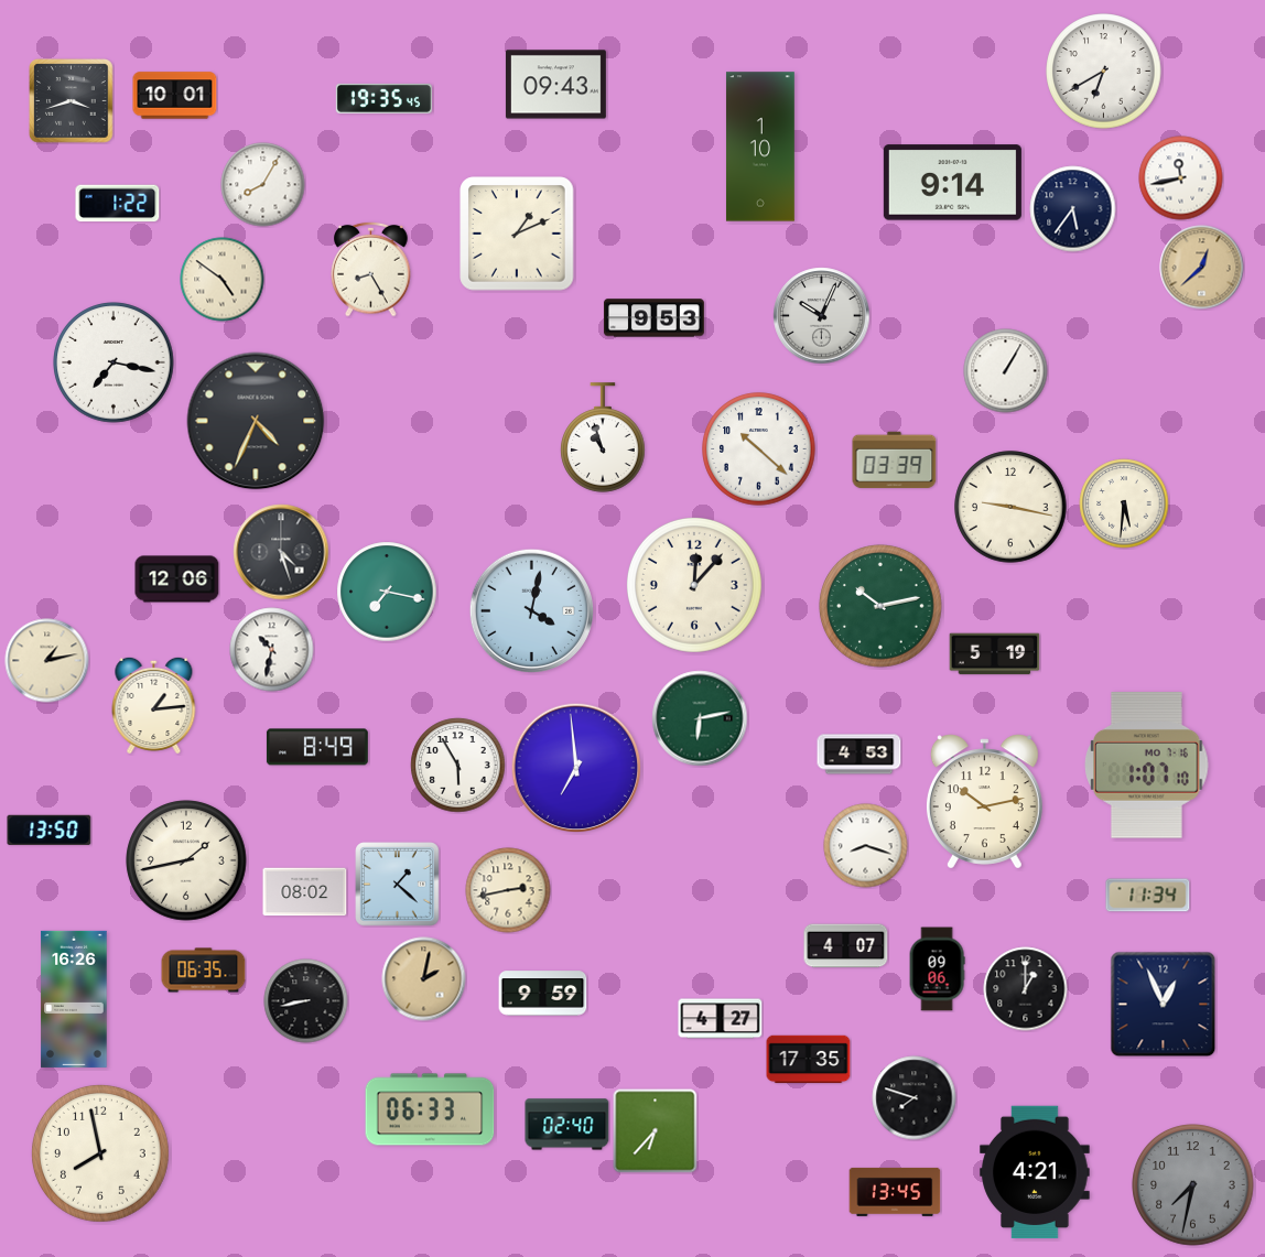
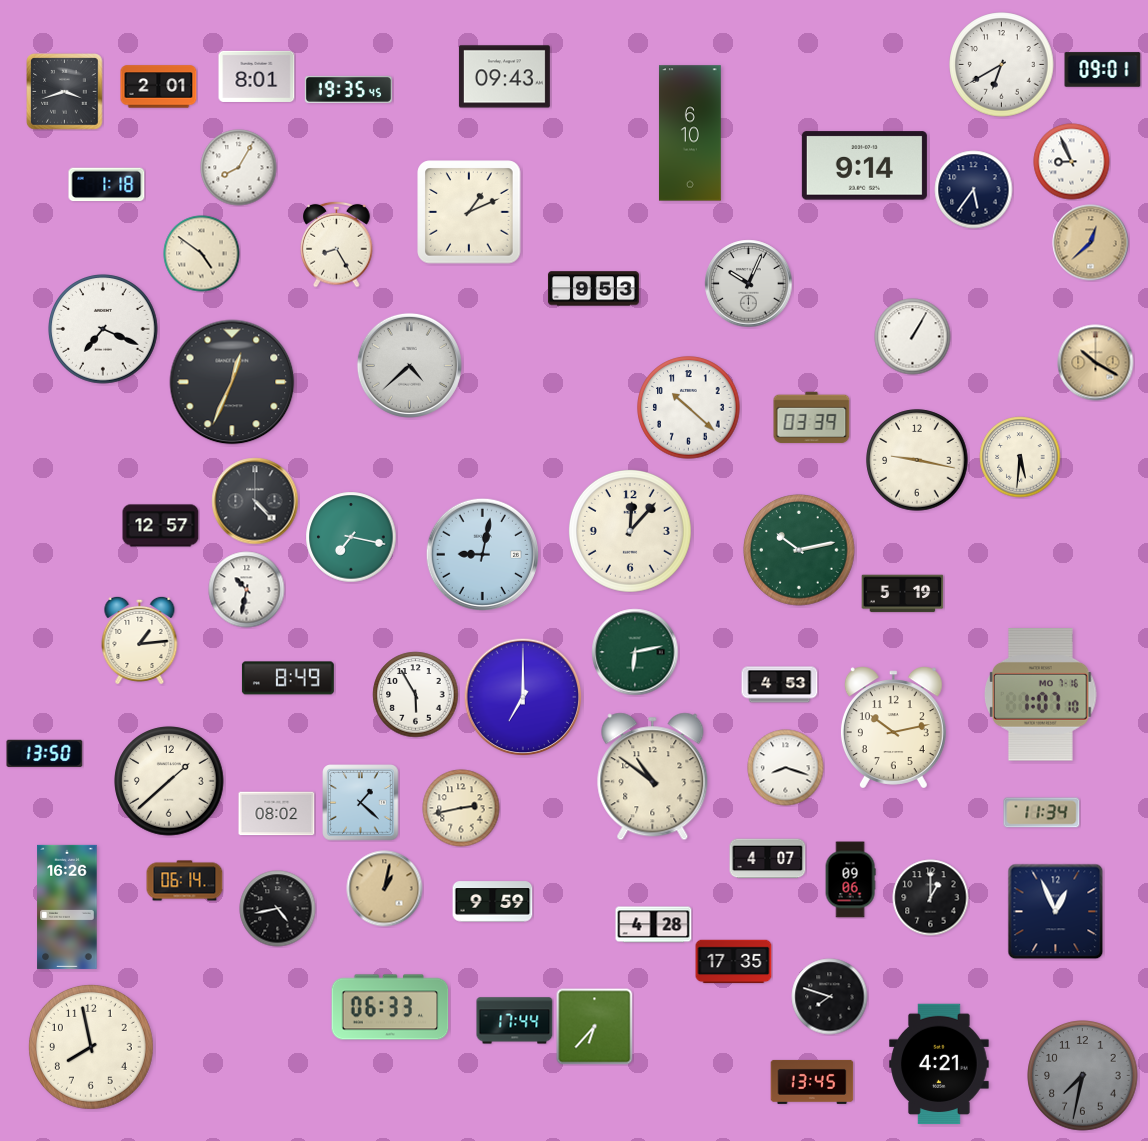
clock at (1103, 70): none -> 09:01
clock at (257, 76): none -> 8:01
clock at (175, 96): 10:01 -> 2:01
clock at (760, 147): 1:10 -> 6:10
clock at (1181, 178): 11:43 -> 8:56
clock at (118, 204): 1:22 -> 1:18
clock at (822, 316) position: (822, 316) -> (749, 284)
clock at (113, 362): 7:17 -> 7:19
clock at (1096, 363): none -> 10:20
clock at (409, 365): none -> 4:38
clock at (256, 421): 4:34 -> 12:34
clock at (603, 437): 10:57 -> none
clock at (281, 552): 4:27 -> 4:23
clock at (177, 579): 12:06 -> 12:57
clock at (531, 610): 4:02 -> 9:02
clock at (47, 661): 1:13 -> none
clock at (576, 768): 6:59 -> 7:00
clock at (653, 777): none -> 10:51
clock at (186, 860): 1:43 -> 1:38
clock at (305, 892) position: (305, 892) -> (277, 814)
clock at (204, 971): 06:35 -> 06:14
clock at (424, 979): 2:02 -> 1:02
clock at (306, 1001): 8:43 -> 4:43
clock at (721, 1019): 4:27 -> 4:28
clock at (567, 1125): 02:40 -> 17:44
